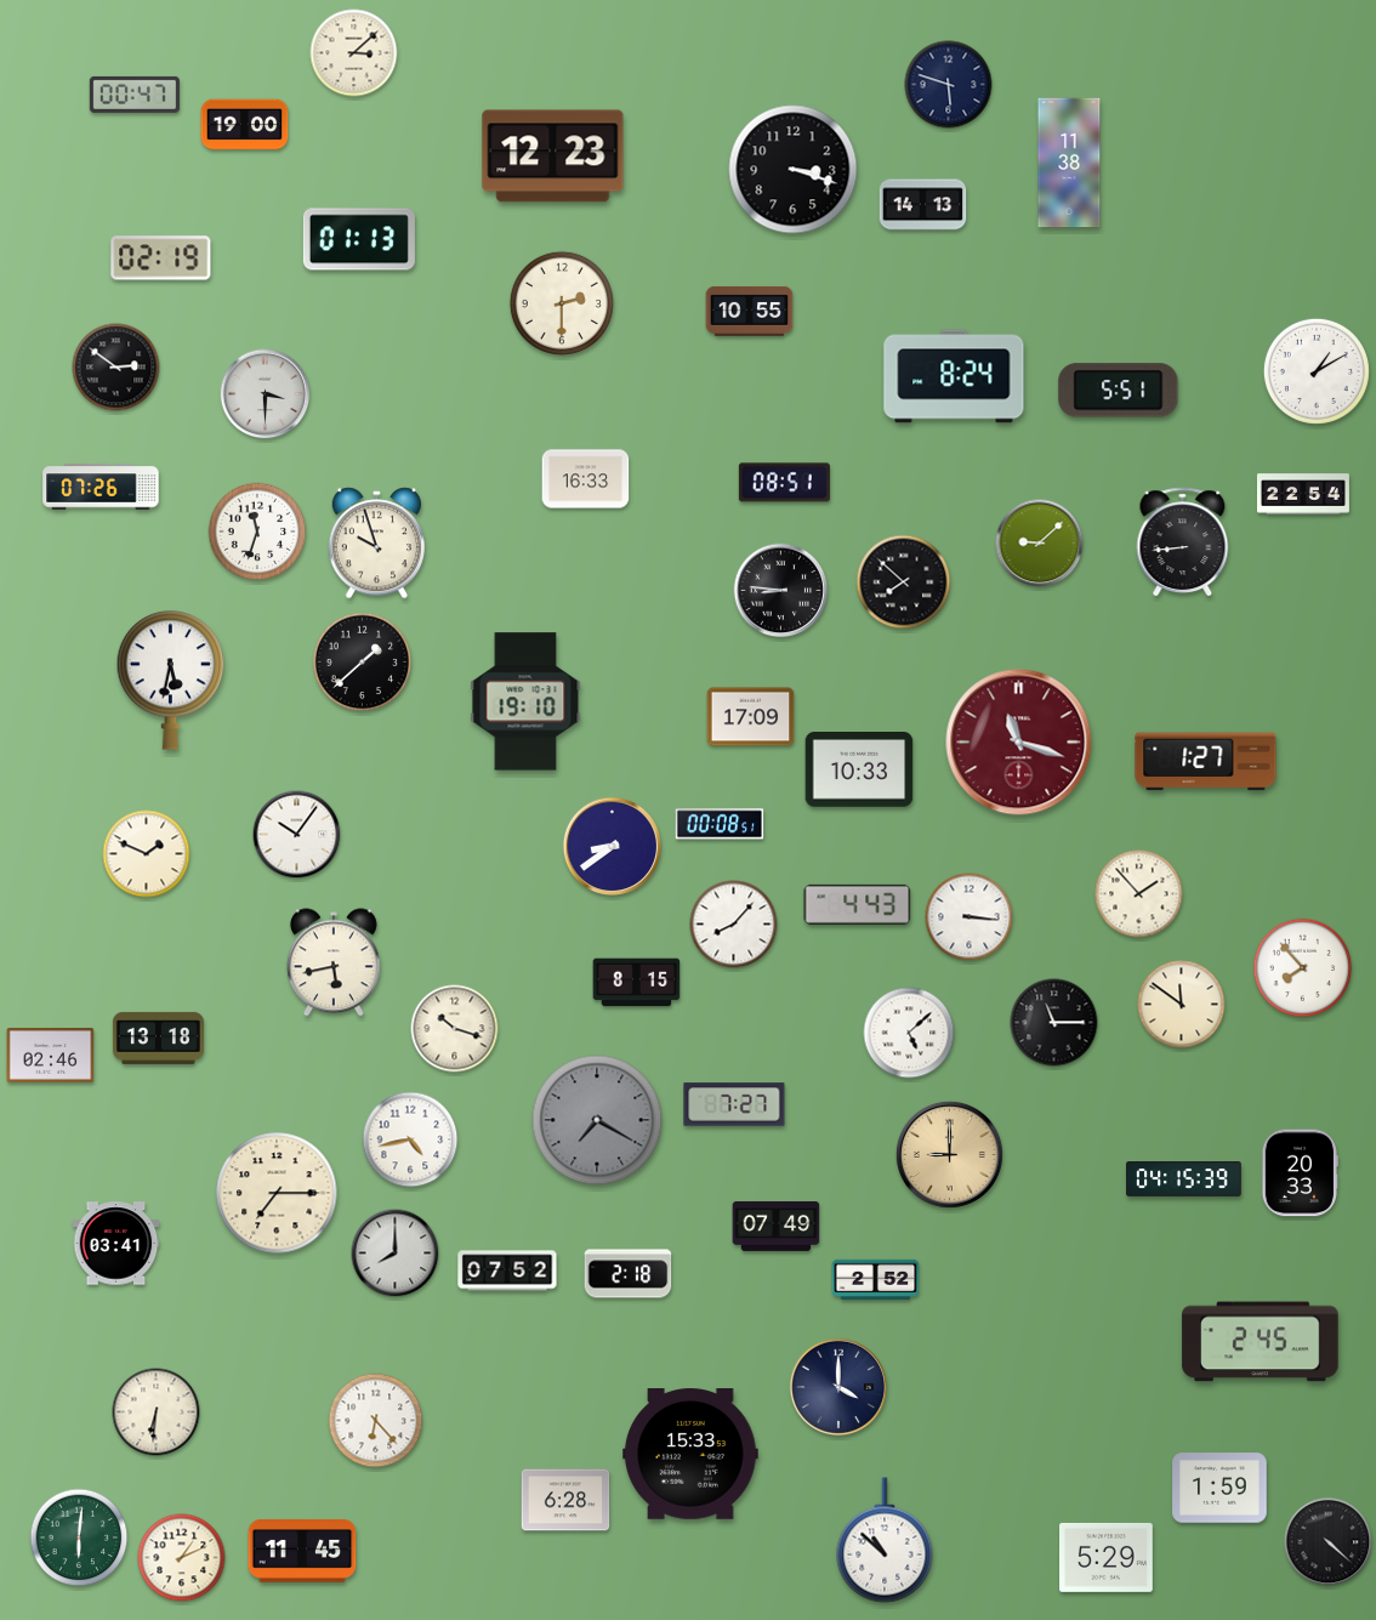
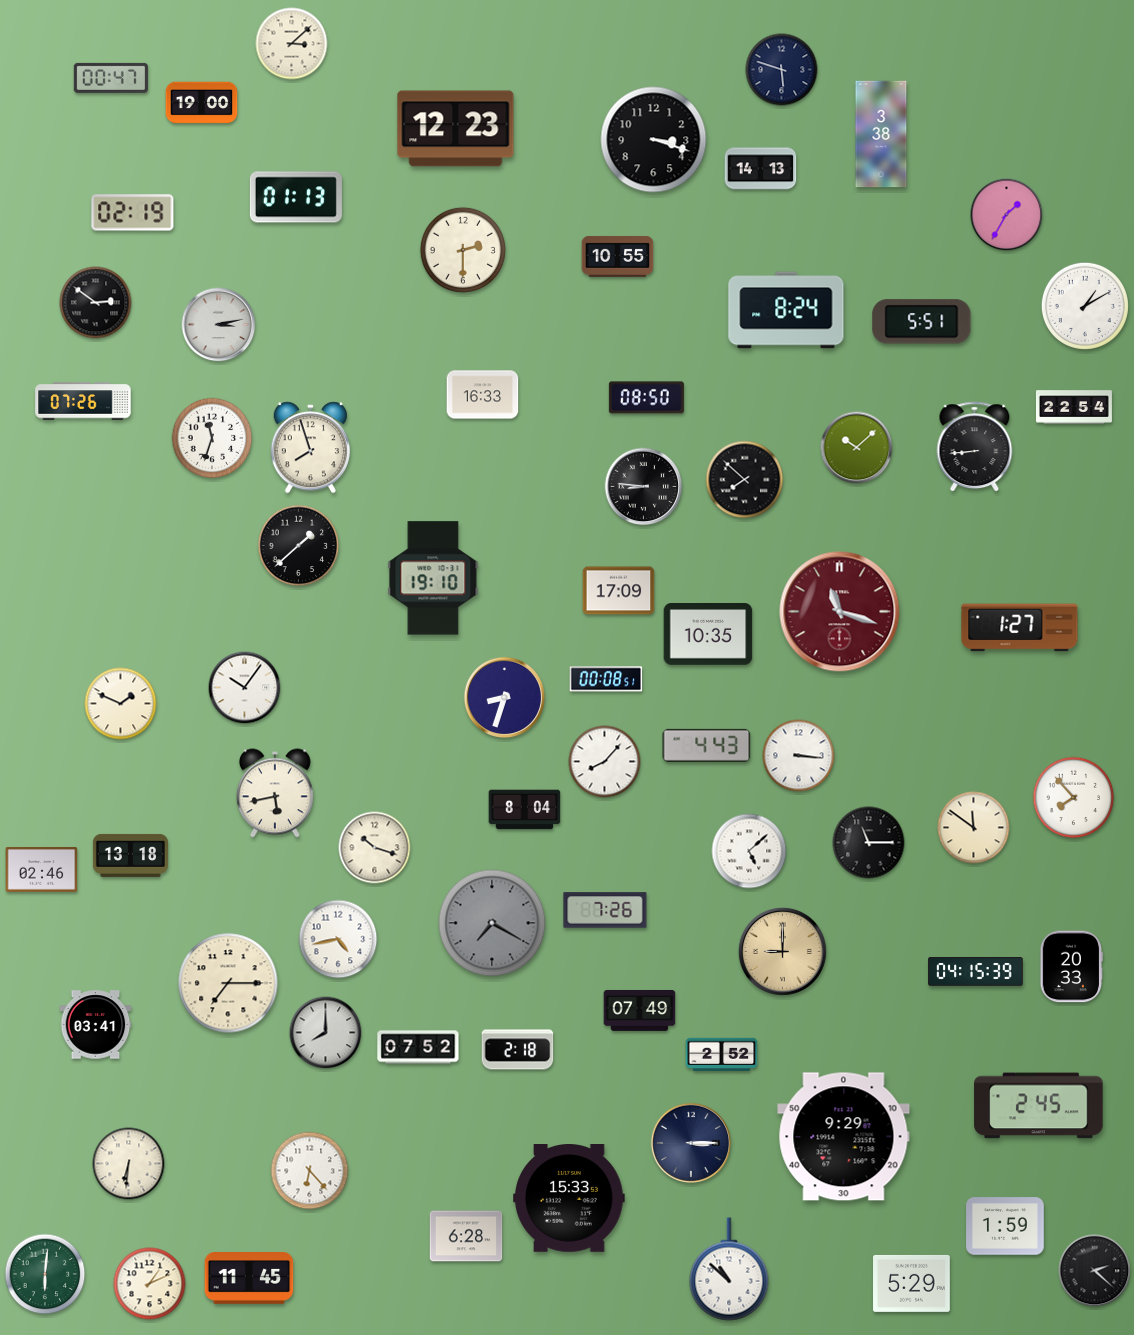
clock at (1069, 163): 11:38 -> 3:38
clock at (1007, 215): none -> 1:35
clock at (266, 394): 3:30 -> 3:13
clock at (784, 483): 08:51 -> 08:50
clock at (376, 544): 9:57 -> 7:57
clock at (1040, 544): 9:08 -> 10:08
clock at (171, 681): 5:32 -> none
clock at (1206, 762) position: (1206, 762) -> (1020, 628)
clock at (859, 771): 10:33 -> 10:35
clock at (720, 824) position: (720, 824) -> (606, 679)
clock at (612, 846): 8:39 -> 8:33
clock at (1139, 894): 1:53 -> none
clock at (637, 983): 8:15 -> 8:04
clock at (734, 1104): 7:27 -> 7:26
clock at (844, 1137): none -> 9:29
clock at (838, 1387): 4:00 -> 3:15
clock at (79, 1537) position: (79, 1537) -> (45, 1274)
clock at (1329, 1542): 4:22 -> 2:22
